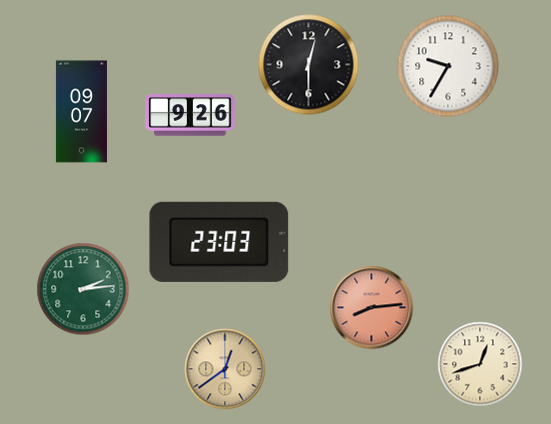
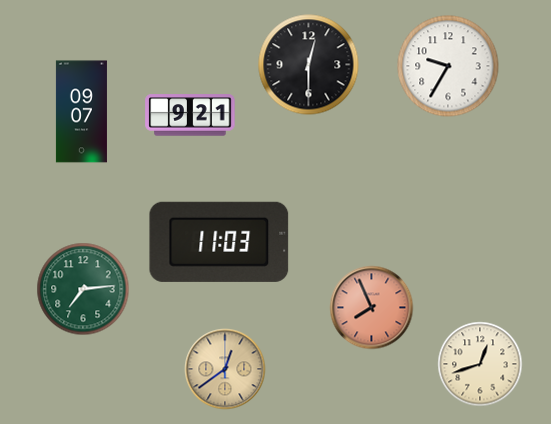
clock at (190, 115): 9:26 -> 9:21
clock at (219, 242): 23:03 -> 11:03
clock at (83, 289): 2:14 -> 7:14
clock at (372, 308): 8:14 -> 7:56
